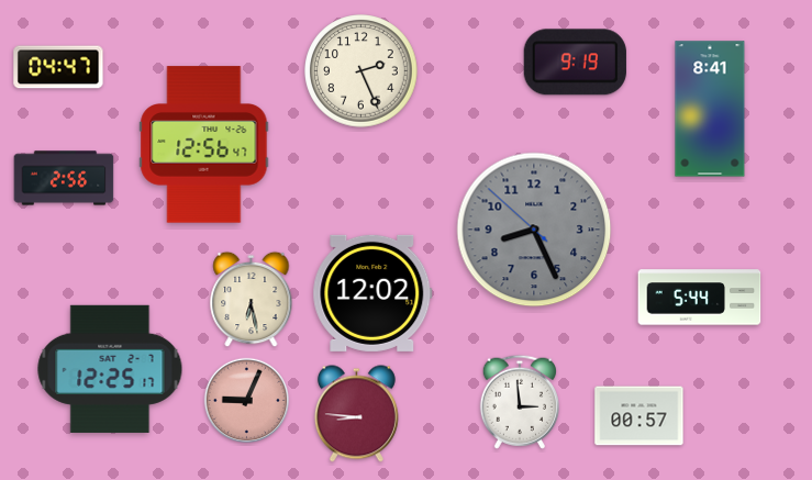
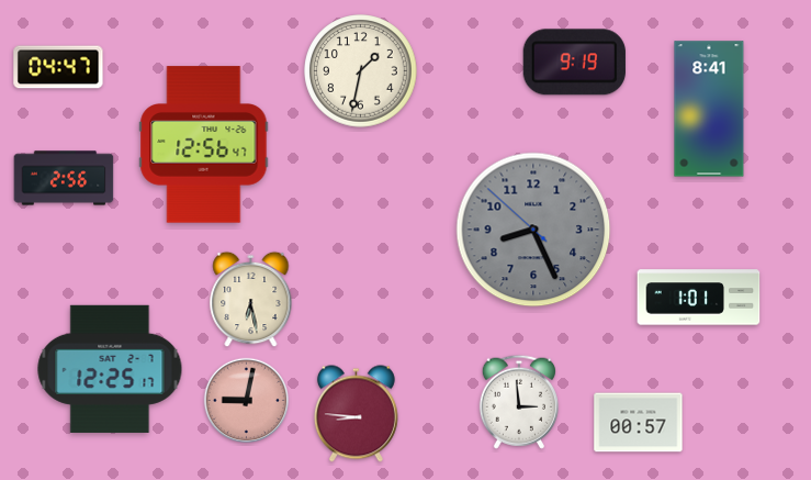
clock at (361, 71): 2:26 -> 1:32
clock at (372, 293): 12:02 -> none
clock at (700, 298): 5:44 -> 1:01
clock at (247, 401): 9:04 -> 9:02
clock at (639, 416) position: (639, 416) -> (639, 423)
